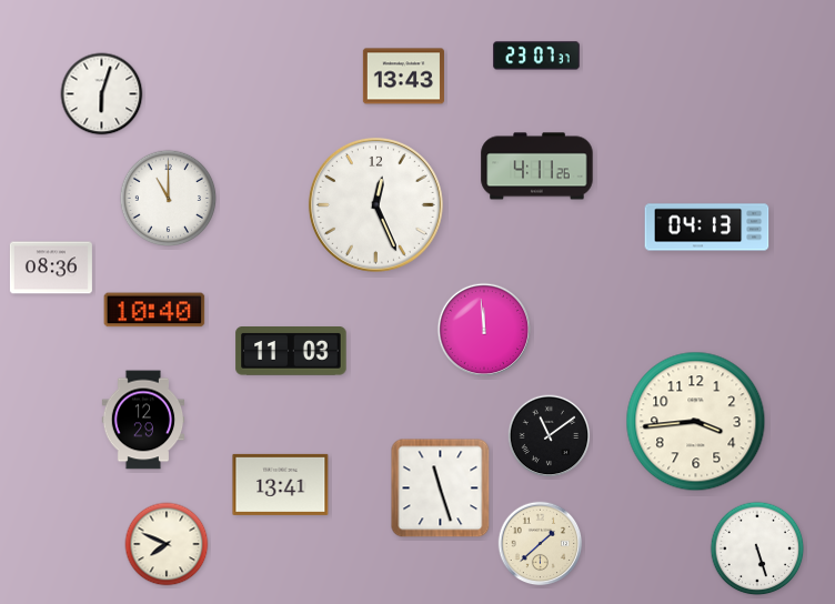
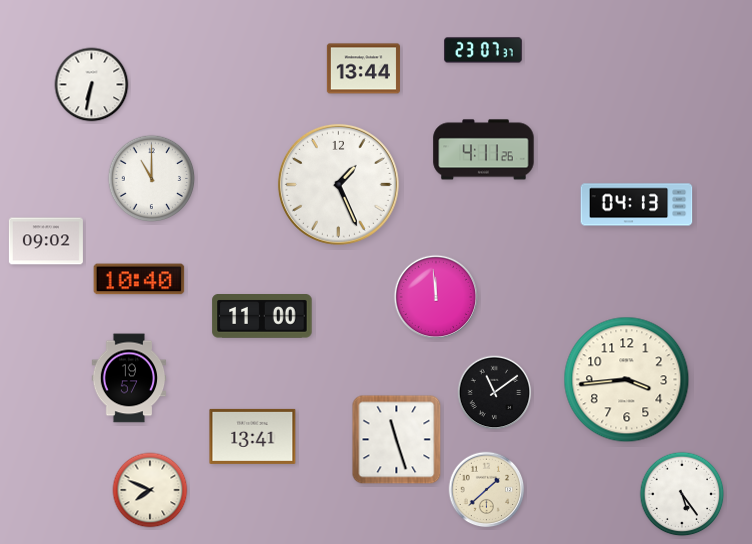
clock at (403, 77): 13:43 -> 13:44
clock at (102, 94): 6:03 -> 6:32
clock at (375, 204): 12:26 -> 1:26
clock at (51, 268): 08:36 -> 09:02
clock at (291, 352): 11:03 -> 11:00
clock at (143, 420): 12:29 -> 19:57
clock at (757, 548): 5:27 -> 5:24
